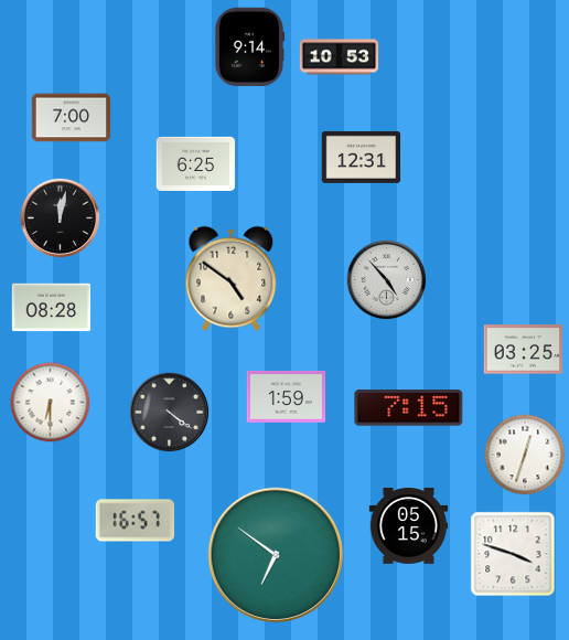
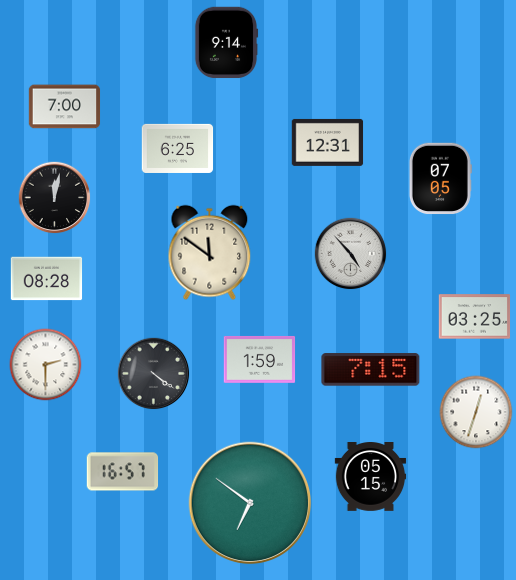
clock at (340, 57): 10:53 -> none
clock at (440, 179): none -> 07:05
clock at (232, 279): 4:51 -> 11:51
clock at (51, 403): 6:30 -> 2:30
clock at (513, 554): 3:48 -> none
